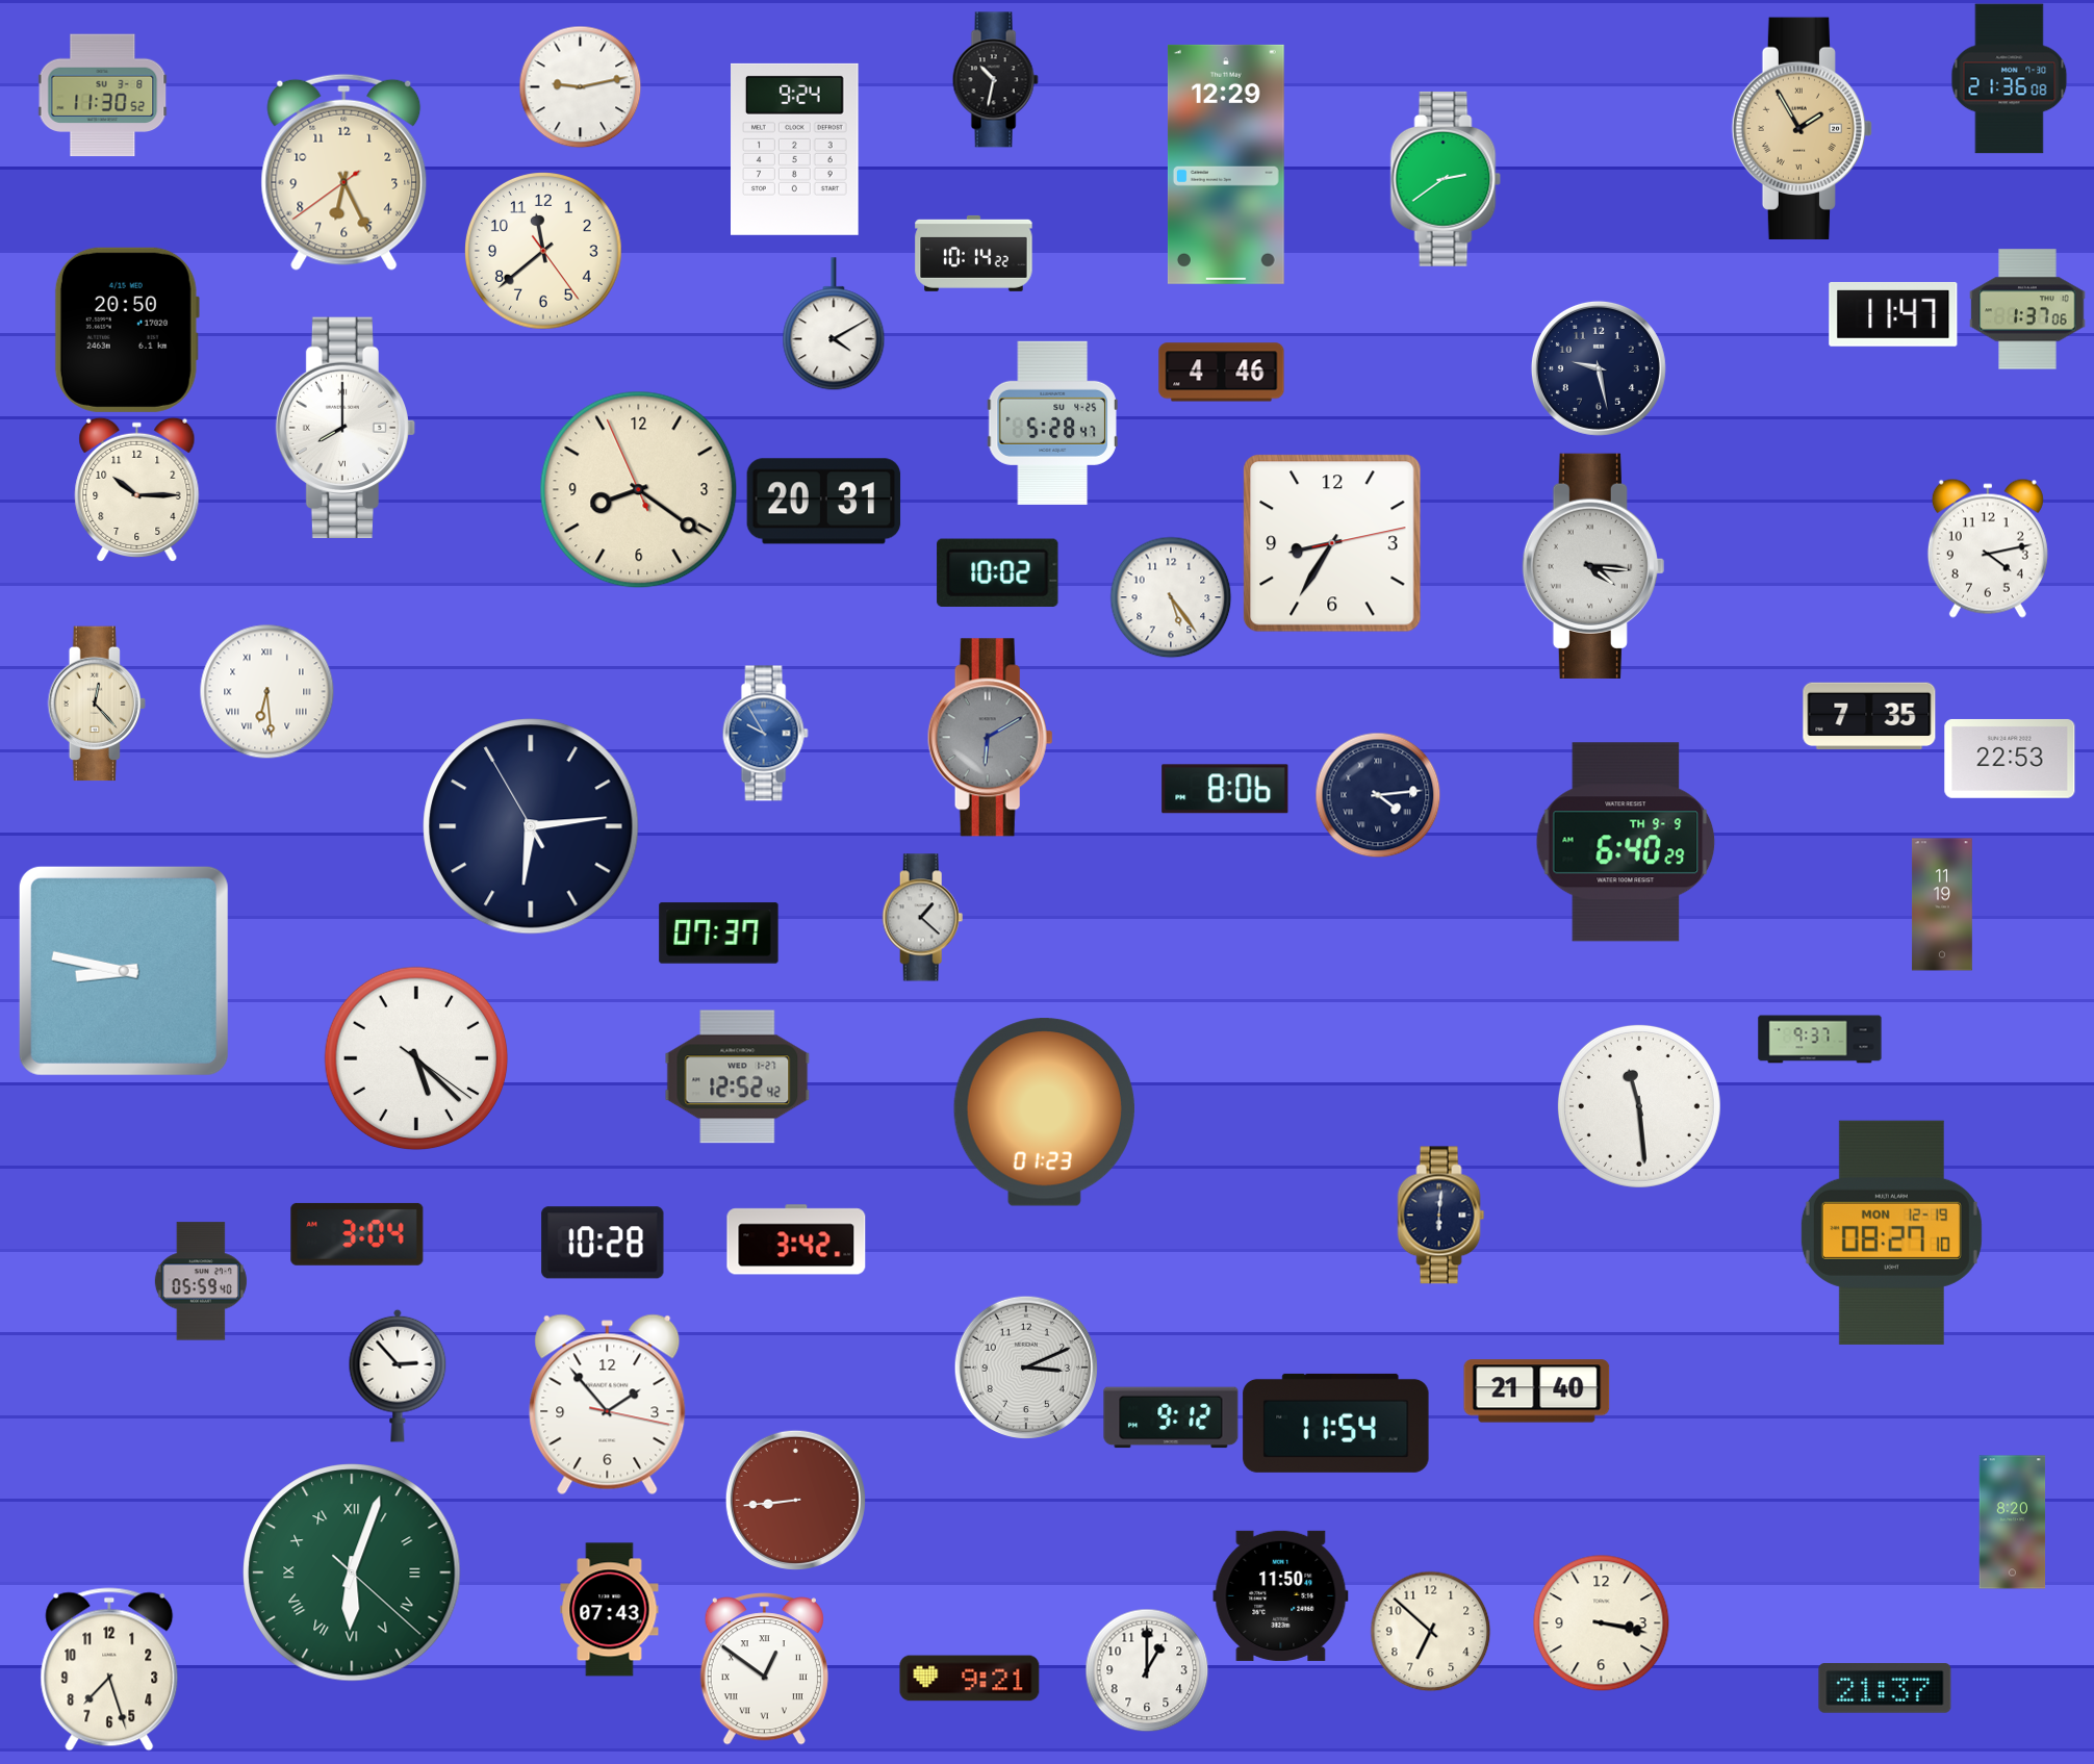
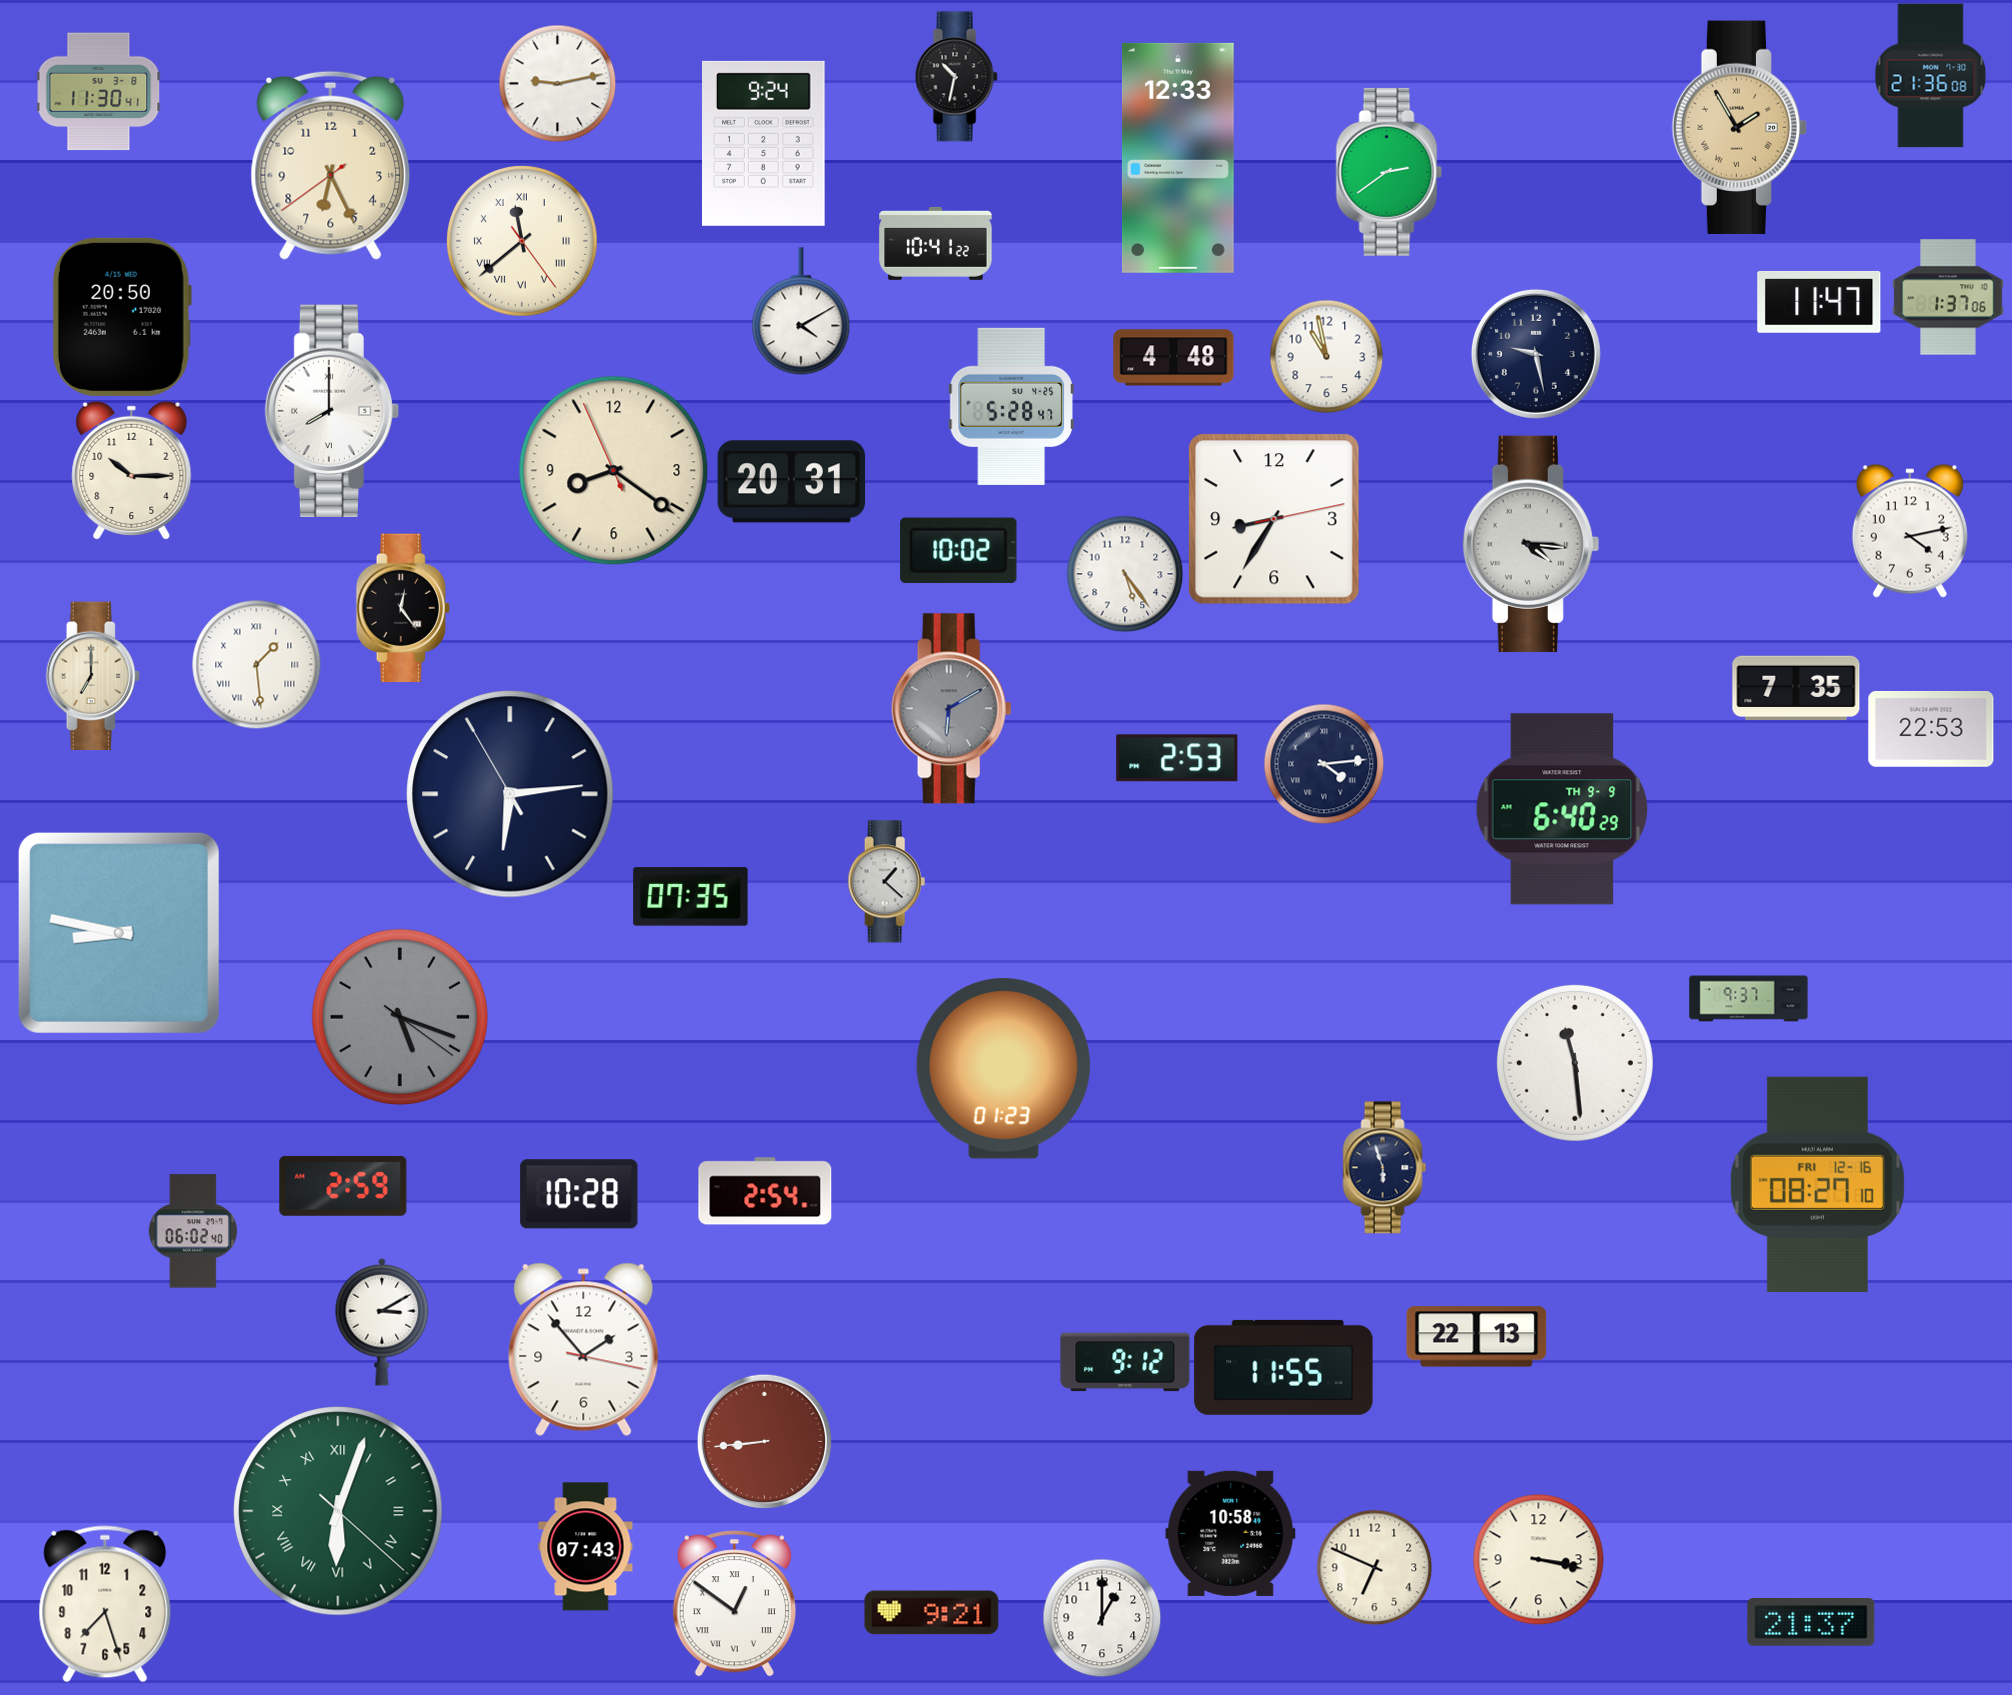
clock at (102, 96): 11:30:52 -> 11:30:41
clock at (1802, 128) position: (1802, 128) -> (1739, 127)
clock at (1226, 164): 12:29 -> 12:33
clock at (544, 252) numerals: Arabic -> Roman
clock at (974, 253): 10:14 -> 10:41
clock at (1326, 356): none -> 10:58
clock at (1222, 373): 4:46 -> 4:48
clock at (1332, 543) position: (1332, 543) -> (1274, 519)
clock at (1988, 548) position: (1988, 548) -> (1910, 531)
clock at (403, 608): none -> 12:24
clock at (266, 691): 6:29 -> 1:29
clock at (97, 704): 12:23 -> 7:00
clock at (765, 734): 9:55 -> none
clock at (1225, 789): 8:06 -> 2:53
clock at (1943, 904): 11:19 -> none
clock at (719, 934): 07:37 -> 07:35
clock at (416, 1058): 5:22 -> 5:18
clock at (416, 1058) dial: white -> grey
clock at (738, 1077): 12:52 -> none
clock at (1441, 1216): 6:01 -> 5:57
clock at (1891, 1232) date: MON 12-19 -> FRI 12-16
clock at (357, 1234): 3:04 -> 2:59
clock at (796, 1239): 3:42 -> 2:54
clock at (201, 1281): 05:59 -> 06:02
clock at (1025, 1366): 3:11 -> none
clock at (398, 1376): 2:53 -> 3:10
clock at (1537, 1391): 21:40 -> 22:13
clock at (1336, 1423): 11:54 -> 11:55
clock at (2013, 1523): 8:20 -> none
clock at (1281, 1595): 11:50 -> 10:58
clock at (1430, 1631): 6:52 -> 6:49
clock at (1147, 1670) position: (1147, 1670) -> (1102, 1618)
